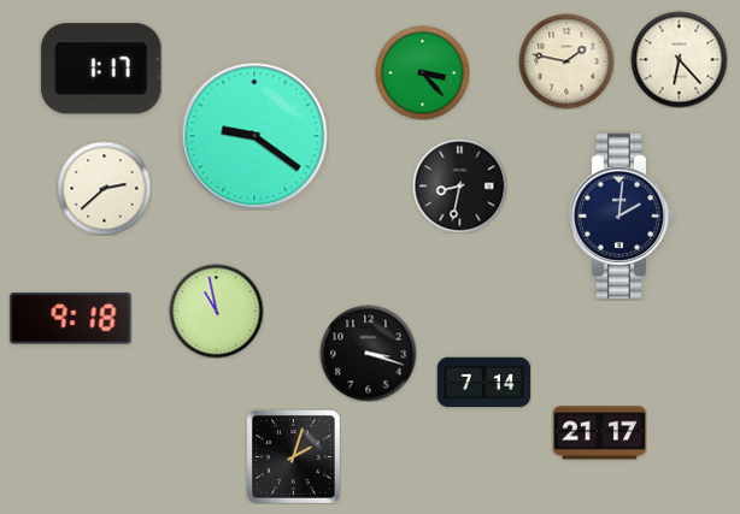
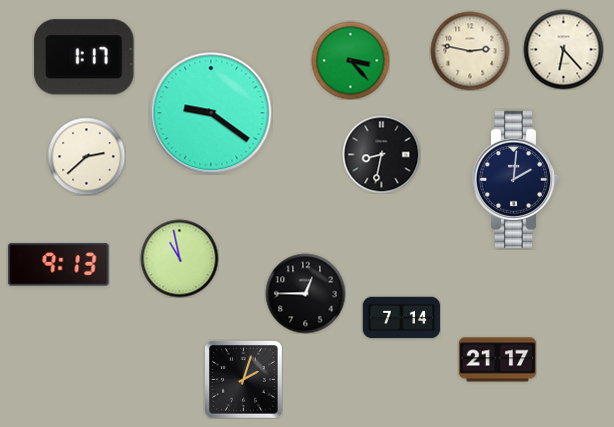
clock at (566, 61): 1:47 -> 2:47
clock at (71, 319): 9:18 -> 9:13
clock at (368, 353): 3:18 -> 12:45
